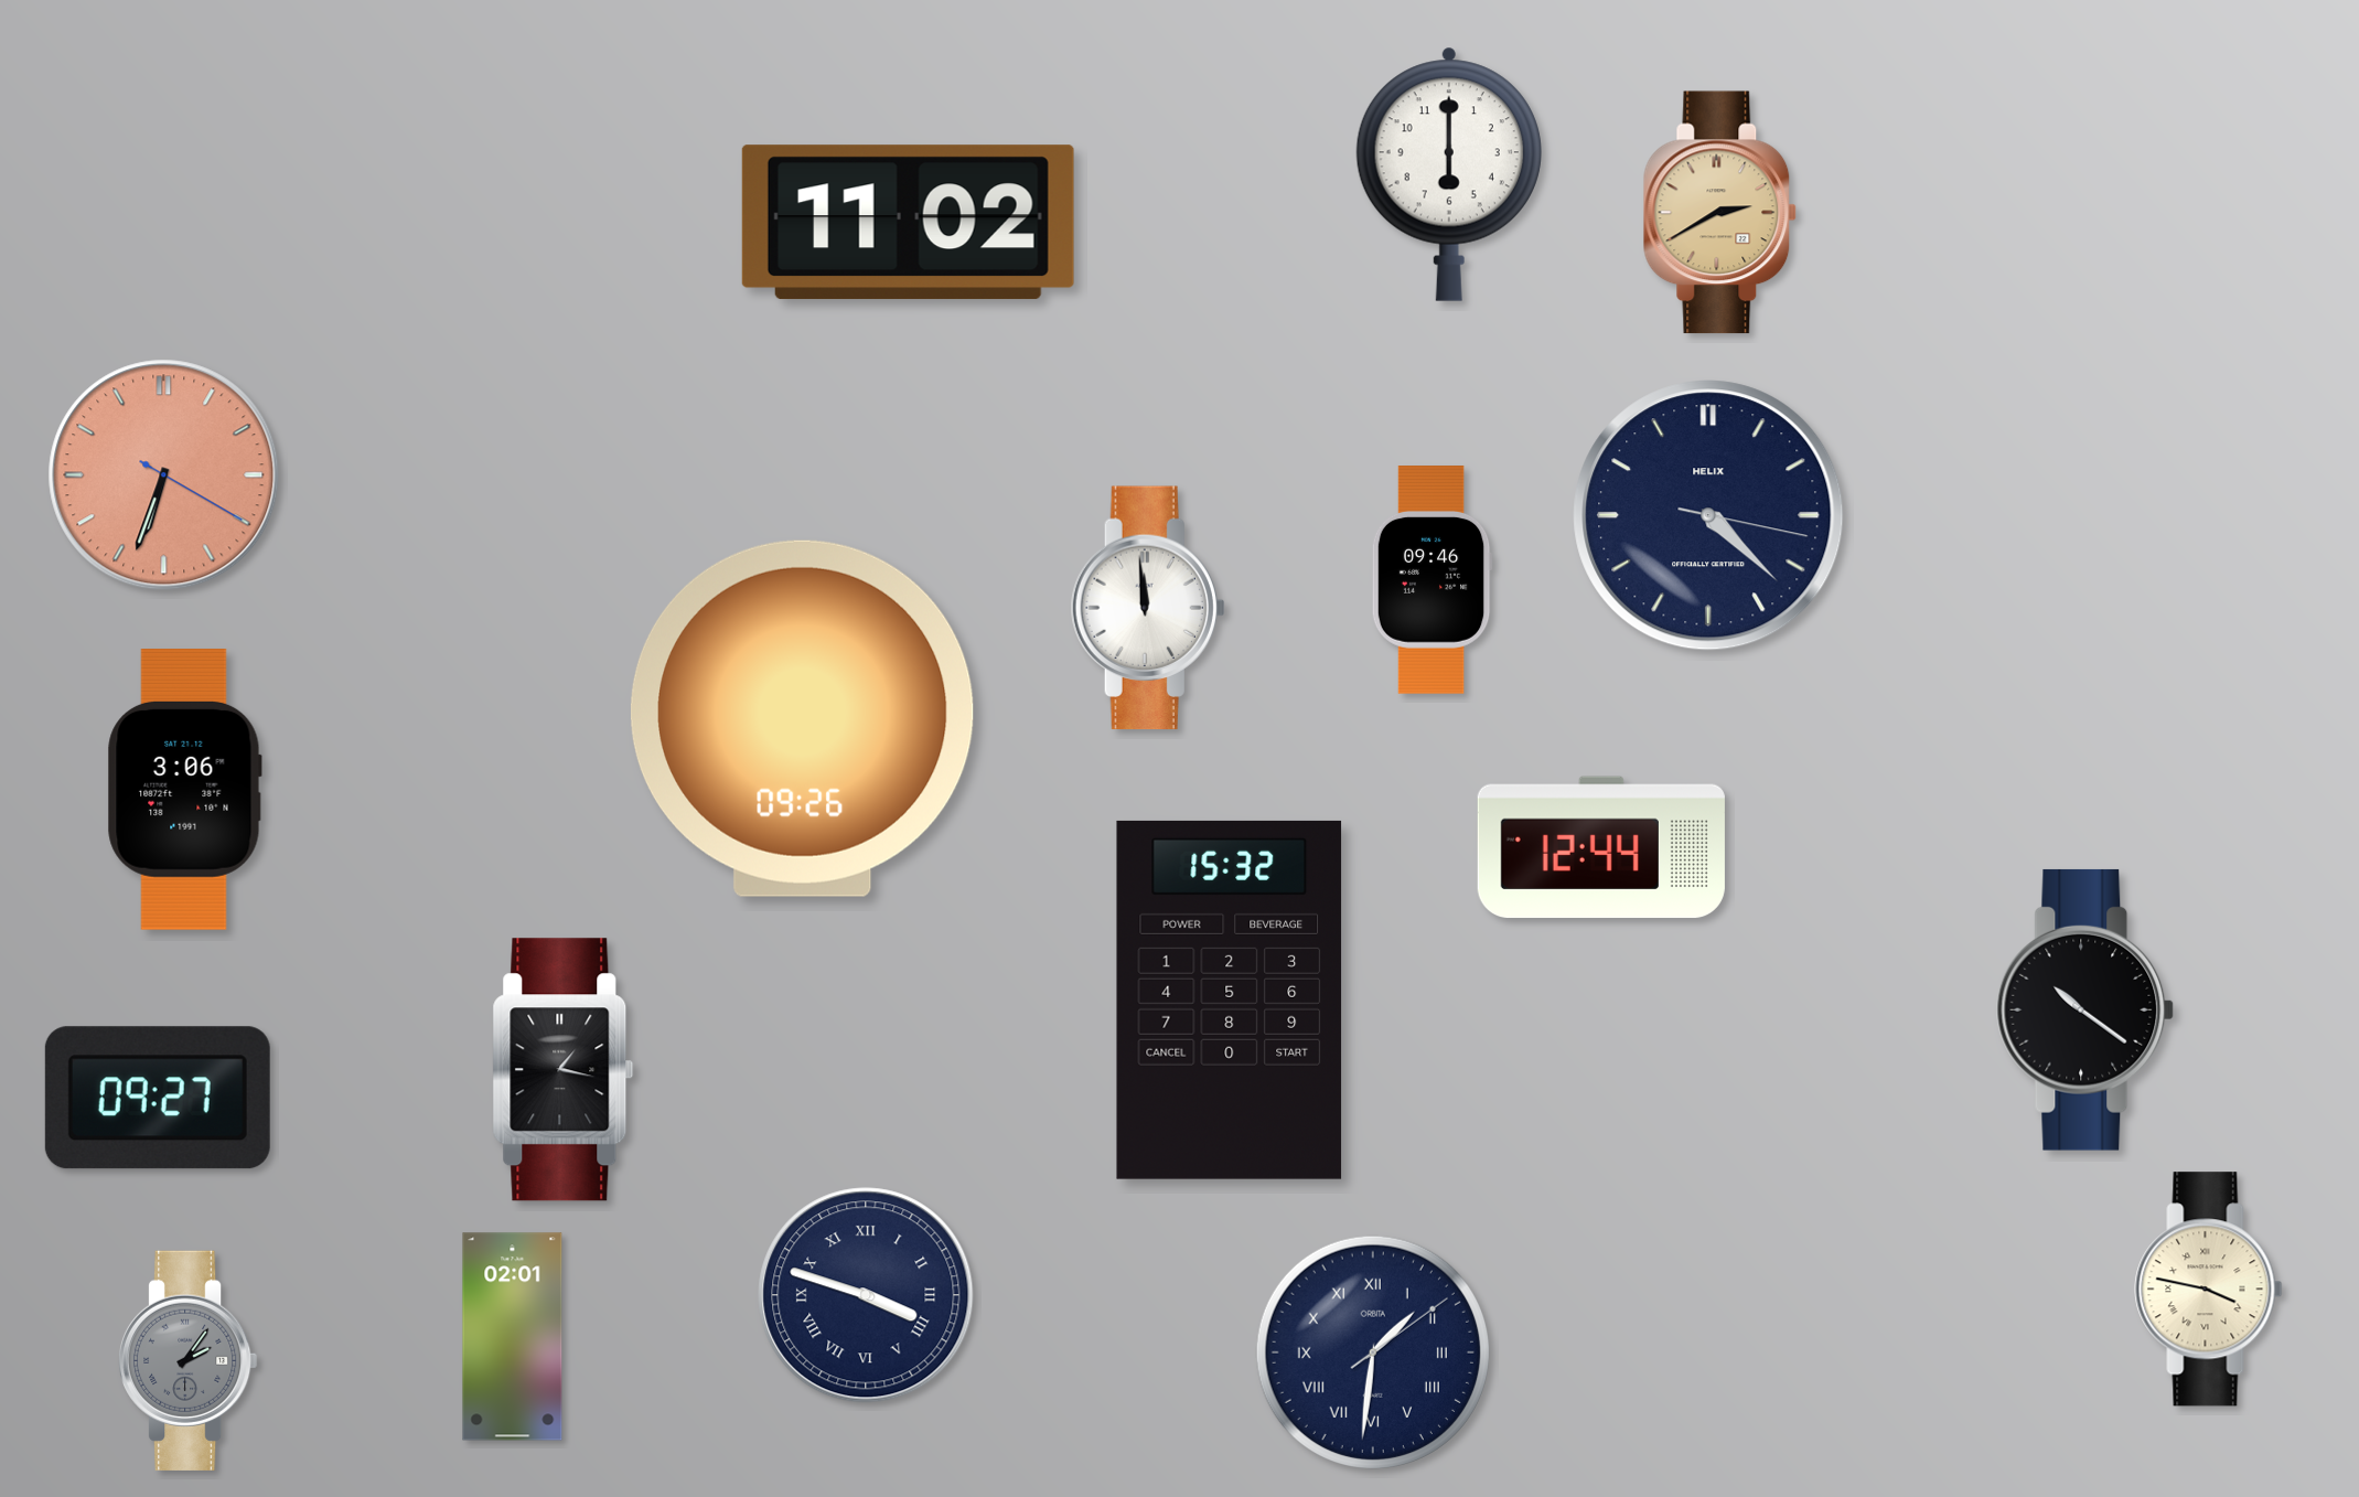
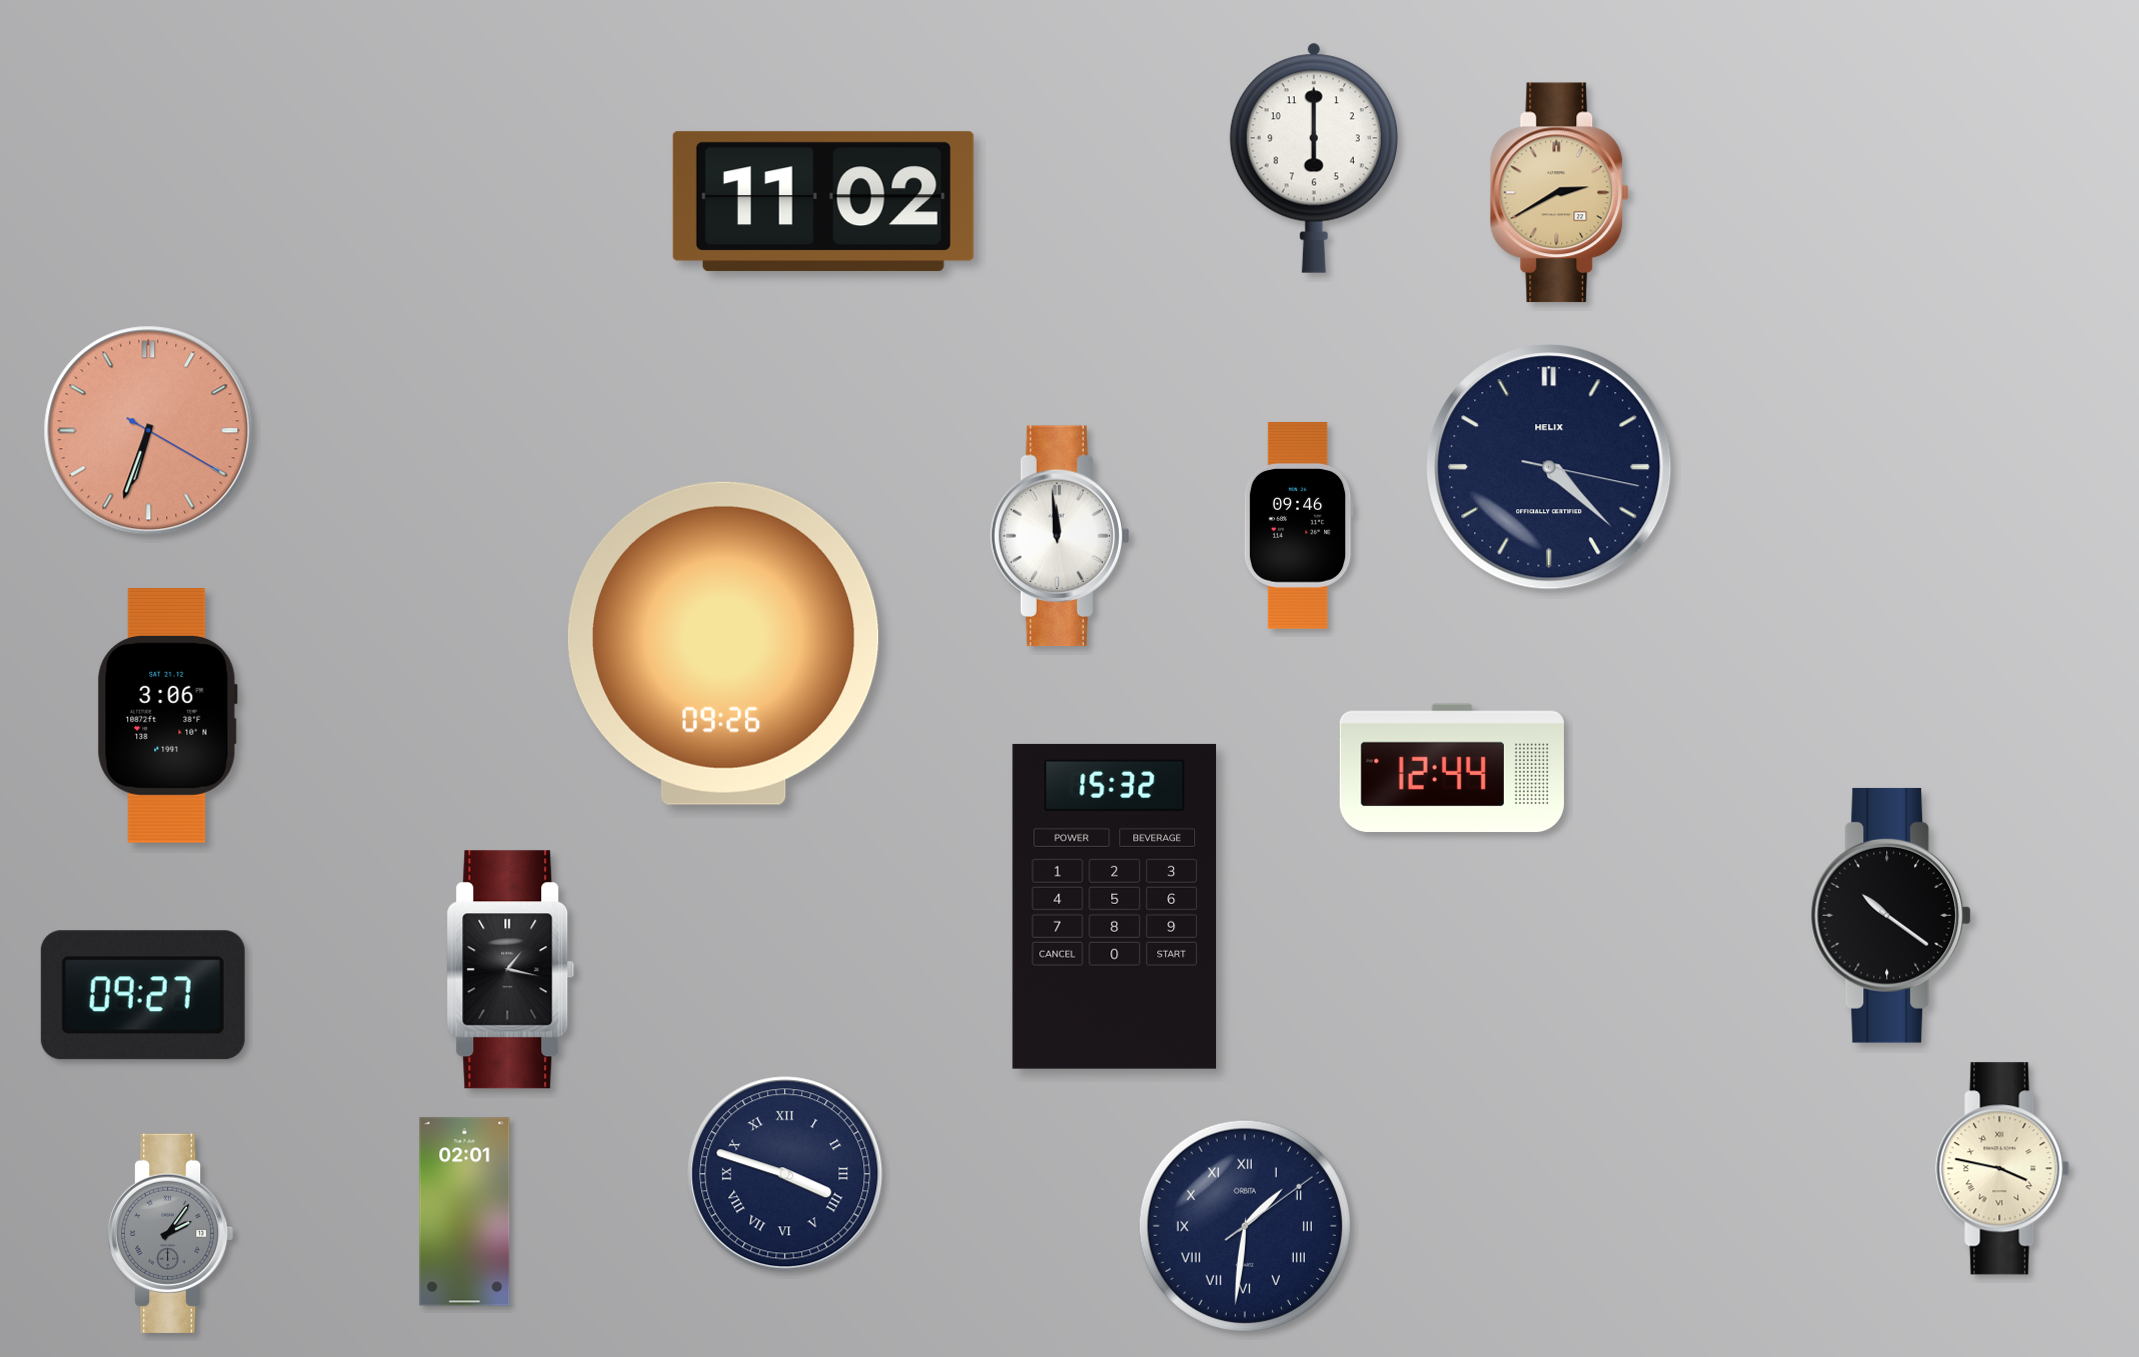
clock at (1148, 608) position: (1148, 608) -> (1060, 536)
clock at (802, 718) position: (802, 718) -> (723, 643)
